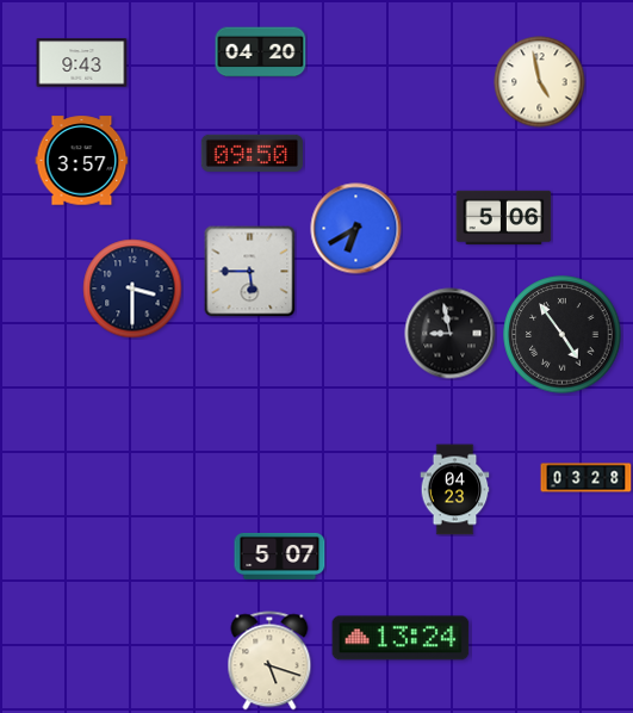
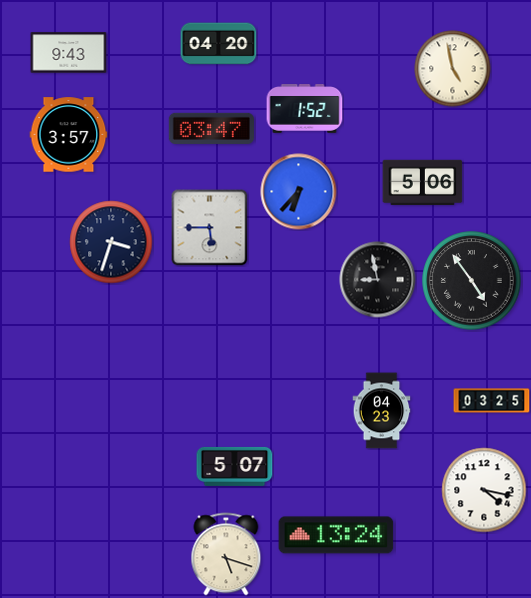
clock at (305, 109): none -> 1:52
clock at (252, 153): 09:50 -> 03:47
clock at (356, 229): 6:40 -> 6:37
clock at (132, 289): 3:30 -> 3:33
clock at (587, 478): 03:28 -> 03:25
clock at (484, 490): none -> 4:17
